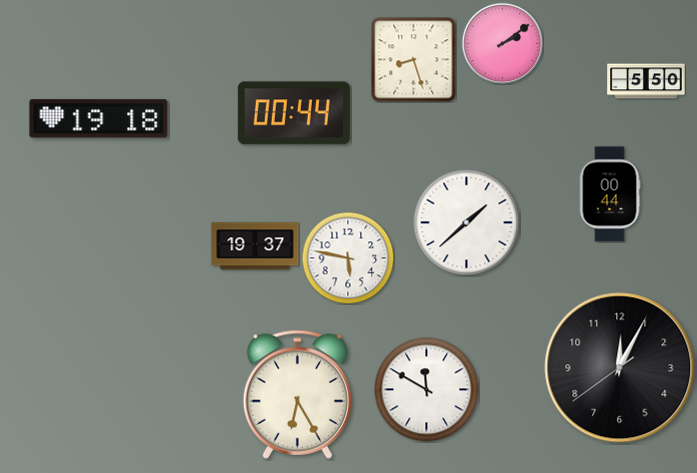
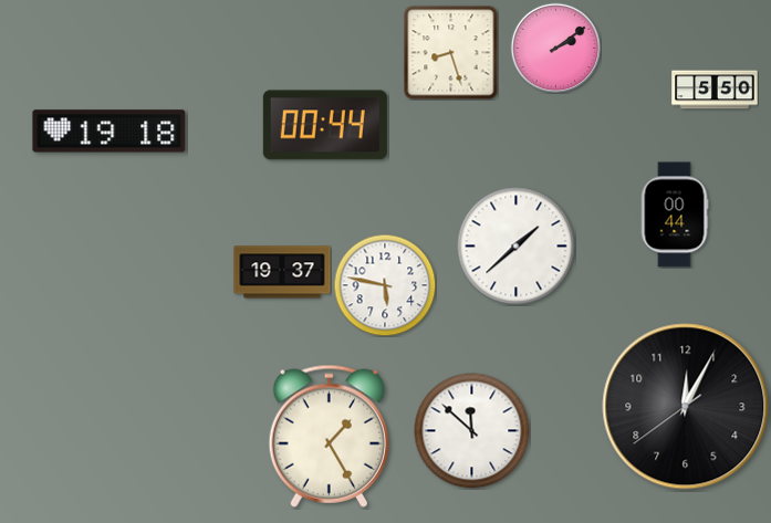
clock at (414, 60) position: (414, 60) -> (451, 53)
clock at (427, 390): 11:50 -> 11:52
clock at (297, 394): 6:25 -> 1:25
